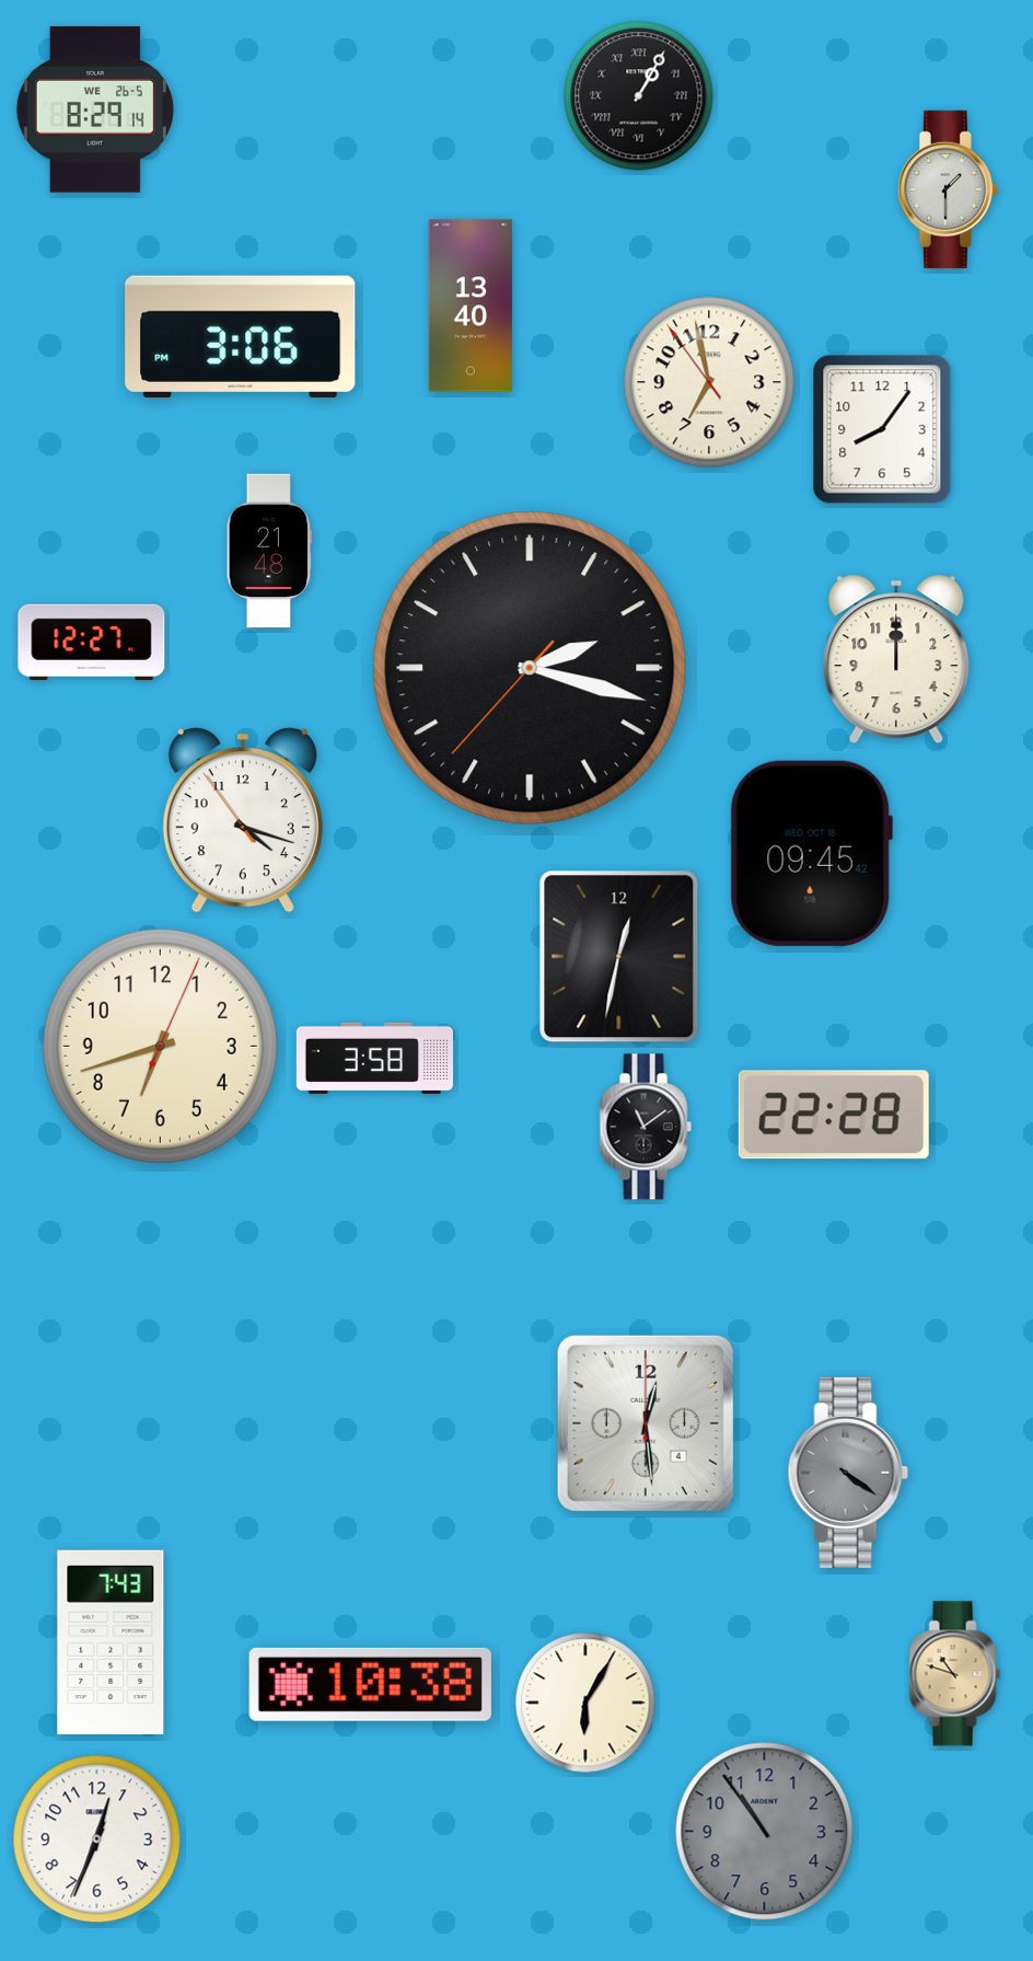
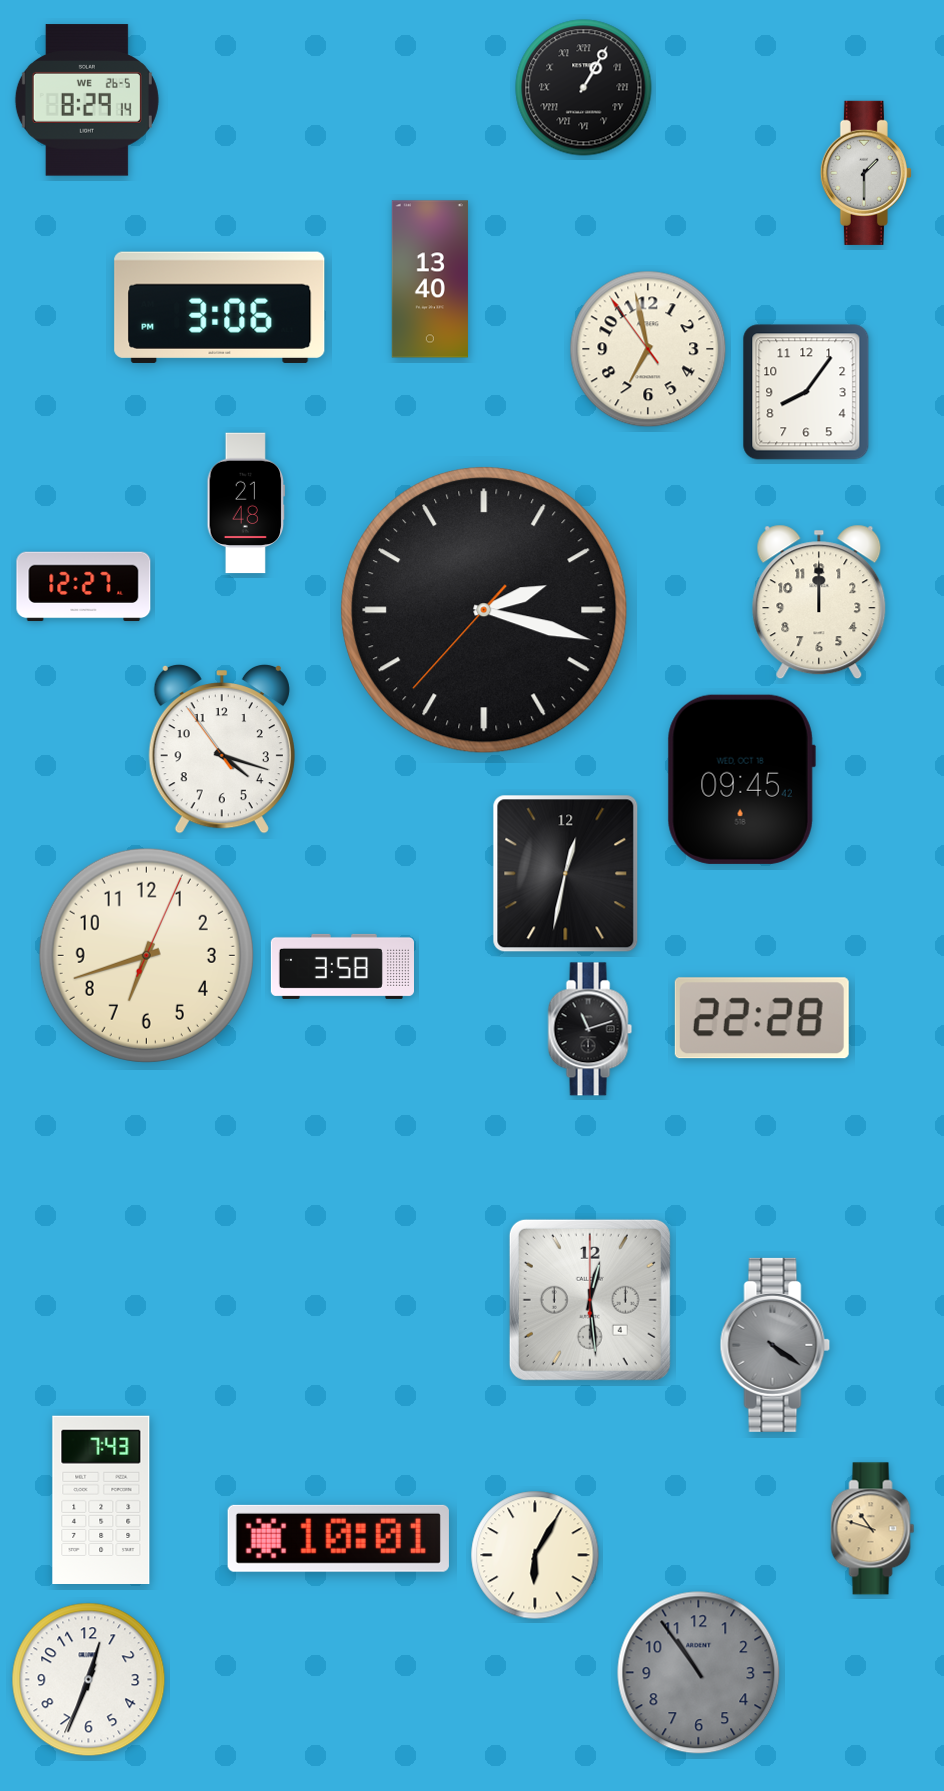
clock at (646, 1127): 11:09 -> 11:12
clock at (370, 1684): 10:38 -> 10:01
